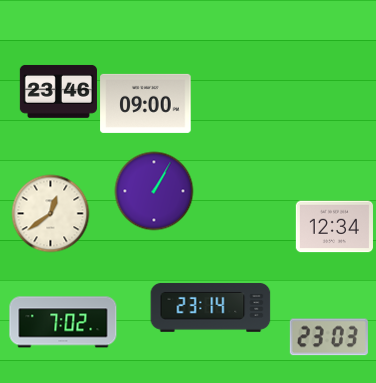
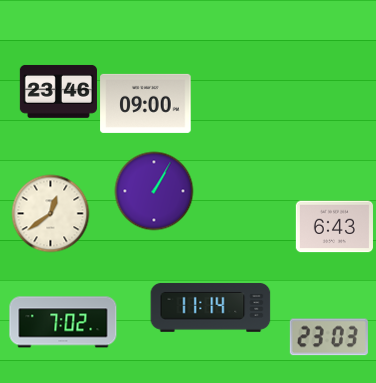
clock at (334, 227): 12:34 -> 6:43
clock at (211, 308): 23:14 -> 11:14
